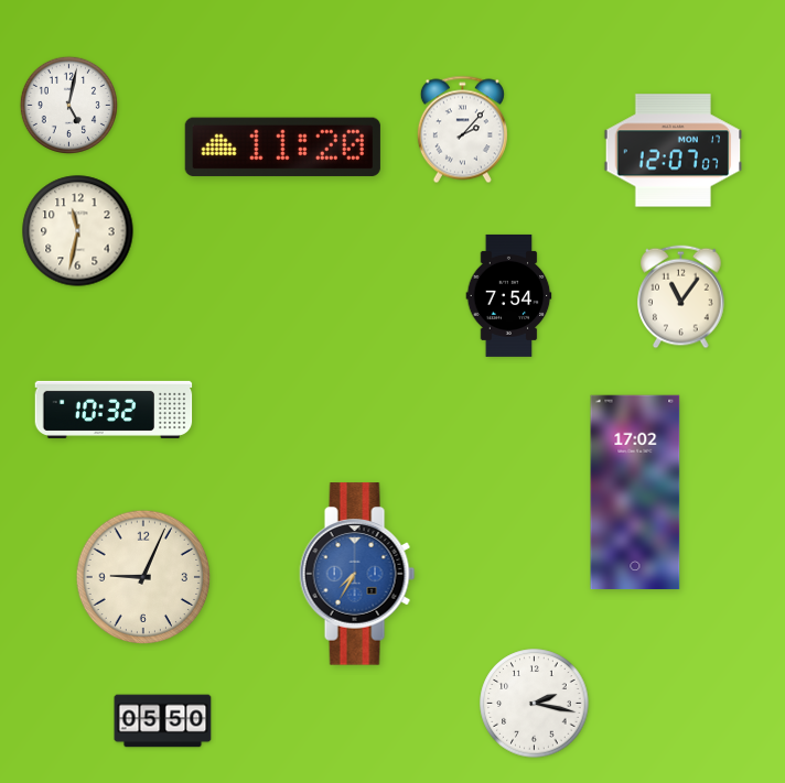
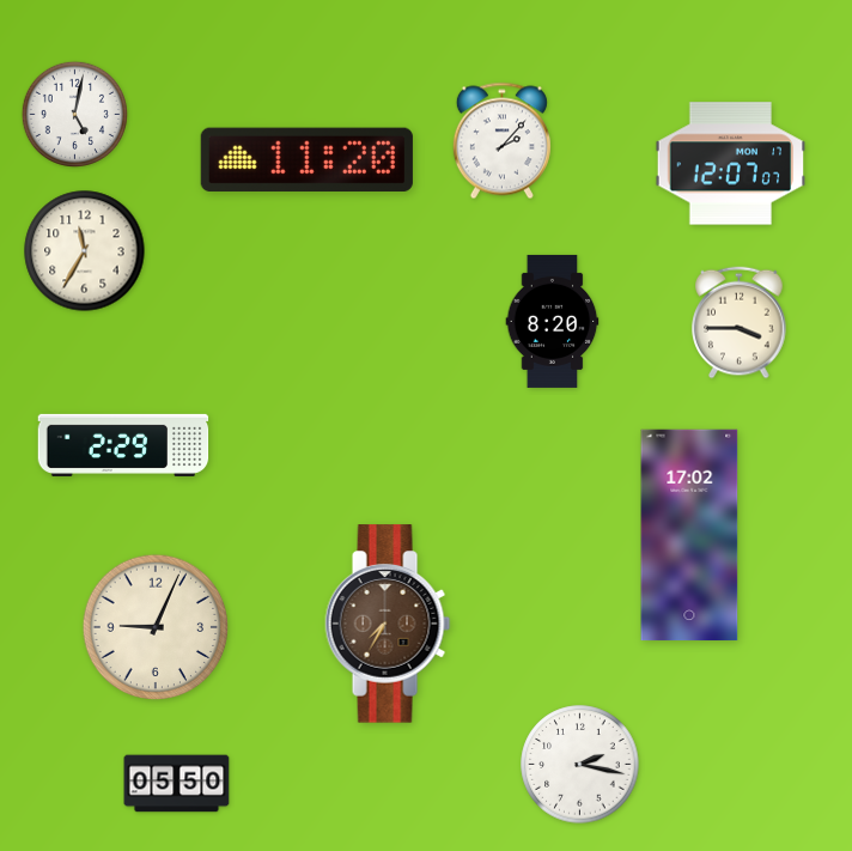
clock at (78, 231): 11:32 -> 11:35
clock at (509, 295): 7:54 -> 8:20
clock at (681, 297): 11:06 -> 3:45
clock at (114, 410): 10:32 -> 2:29
clock at (357, 574) dial: blue -> brown
